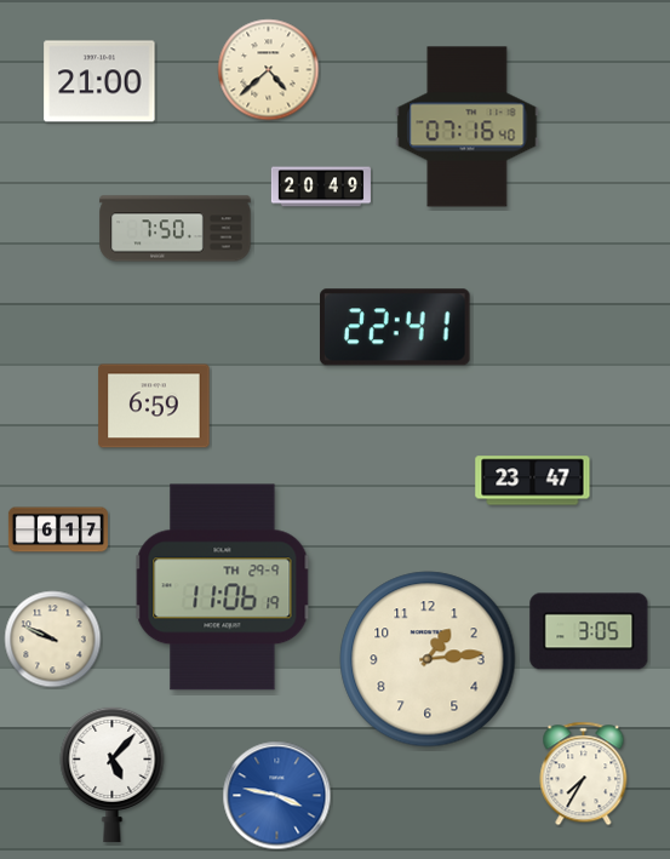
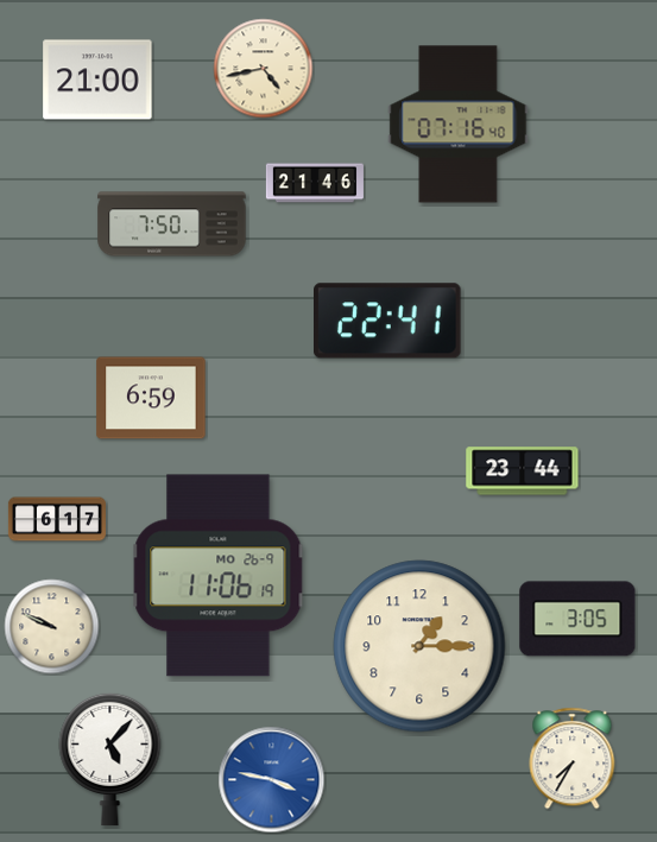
clock at (269, 70): 4:38 -> 4:43
clock at (321, 187): 20:49 -> 21:46
clock at (533, 481): 23:47 -> 23:44
clock at (223, 588) date: TH 29-9 -> MO 26-9
clock at (428, 659): 1:14 -> 1:15
